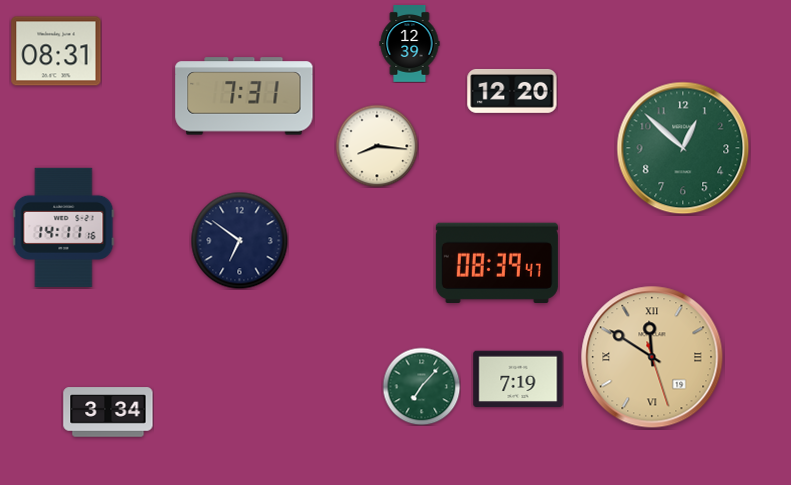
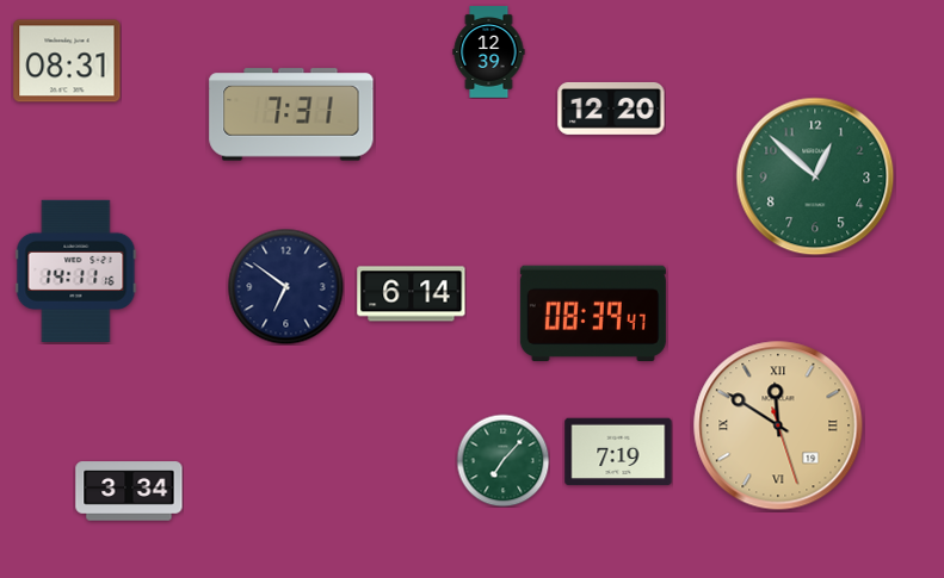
clock at (377, 146): 8:16 -> none
clock at (412, 294): none -> 6:14
